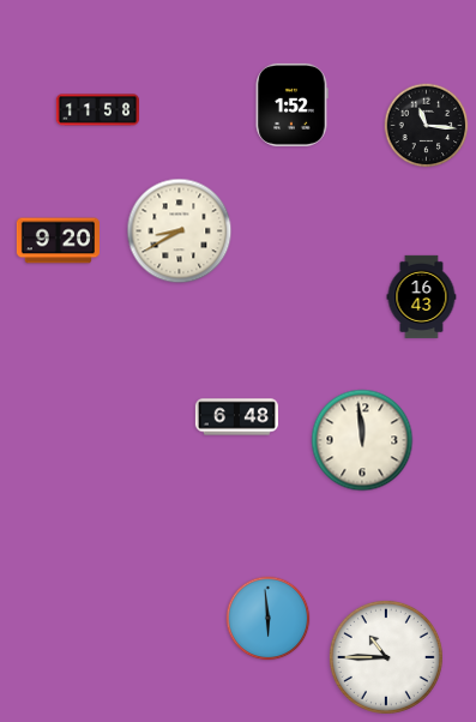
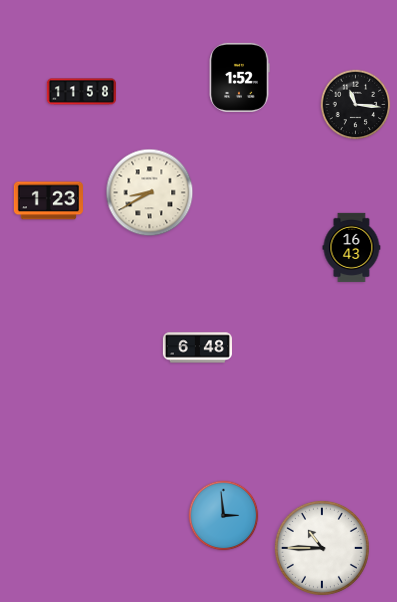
clock at (291, 104) position: (291, 104) -> (239, 77)
clock at (58, 241): 9:20 -> 1:23
clock at (362, 440): 11:59 -> none
clock at (269, 619): 5:59 -> 2:59
